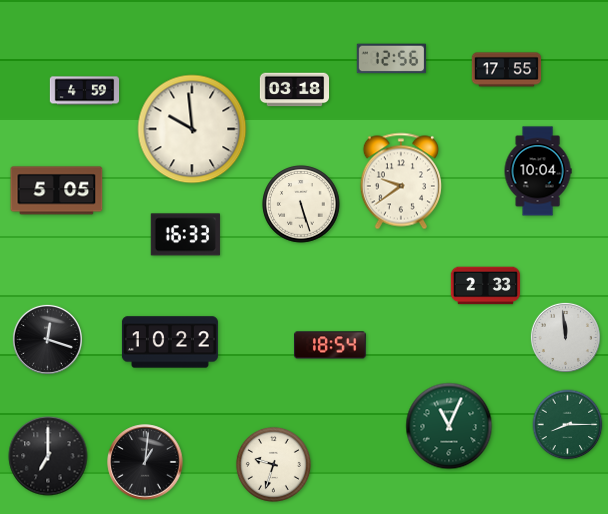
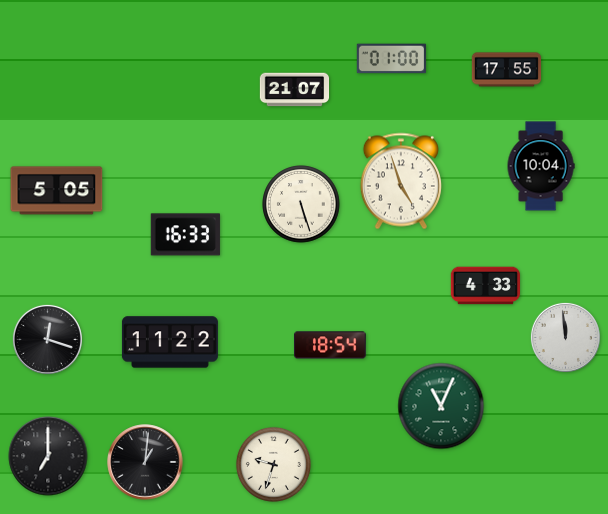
clock at (391, 59): 12:56 -> 01:00
clock at (295, 90): 03:18 -> 21:07
clock at (85, 91): 4:59 -> none
clock at (192, 129): 9:59 -> none
clock at (538, 171) position: (538, 171) -> (541, 166)
clock at (401, 181): 9:39 -> 4:57
clock at (485, 286): 2:33 -> 4:33
clock at (170, 342): 10:22 -> 11:22
clock at (568, 425): 8:15 -> none
clock at (449, 426) position: (449, 426) -> (441, 406)
